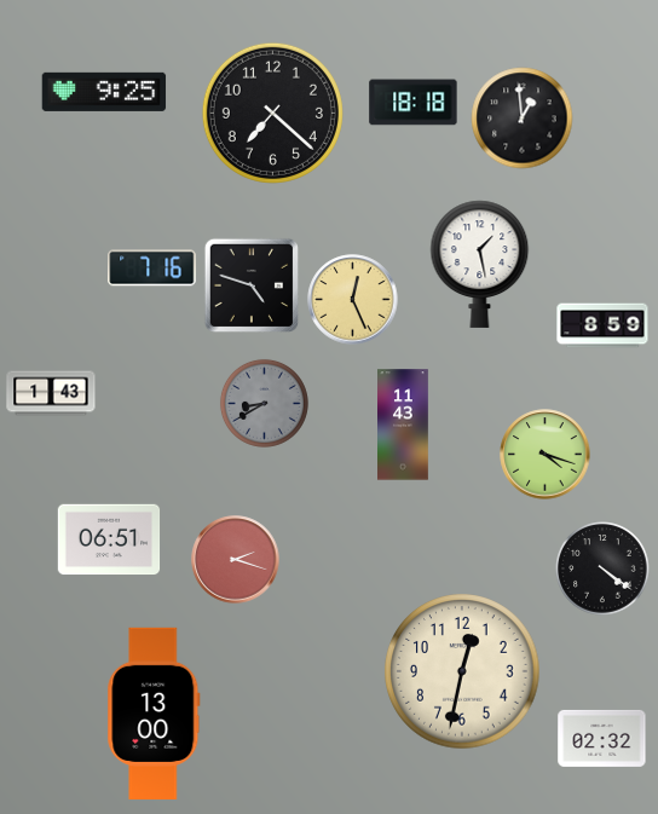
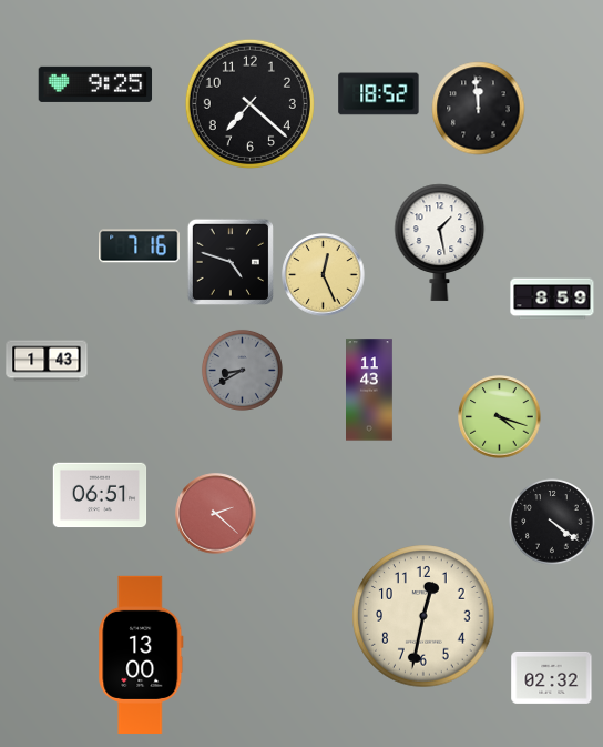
clock at (414, 103): 18:18 -> 18:52
clock at (523, 119): 12:59 -> 11:59
clock at (236, 560): 2:18 -> 2:22
